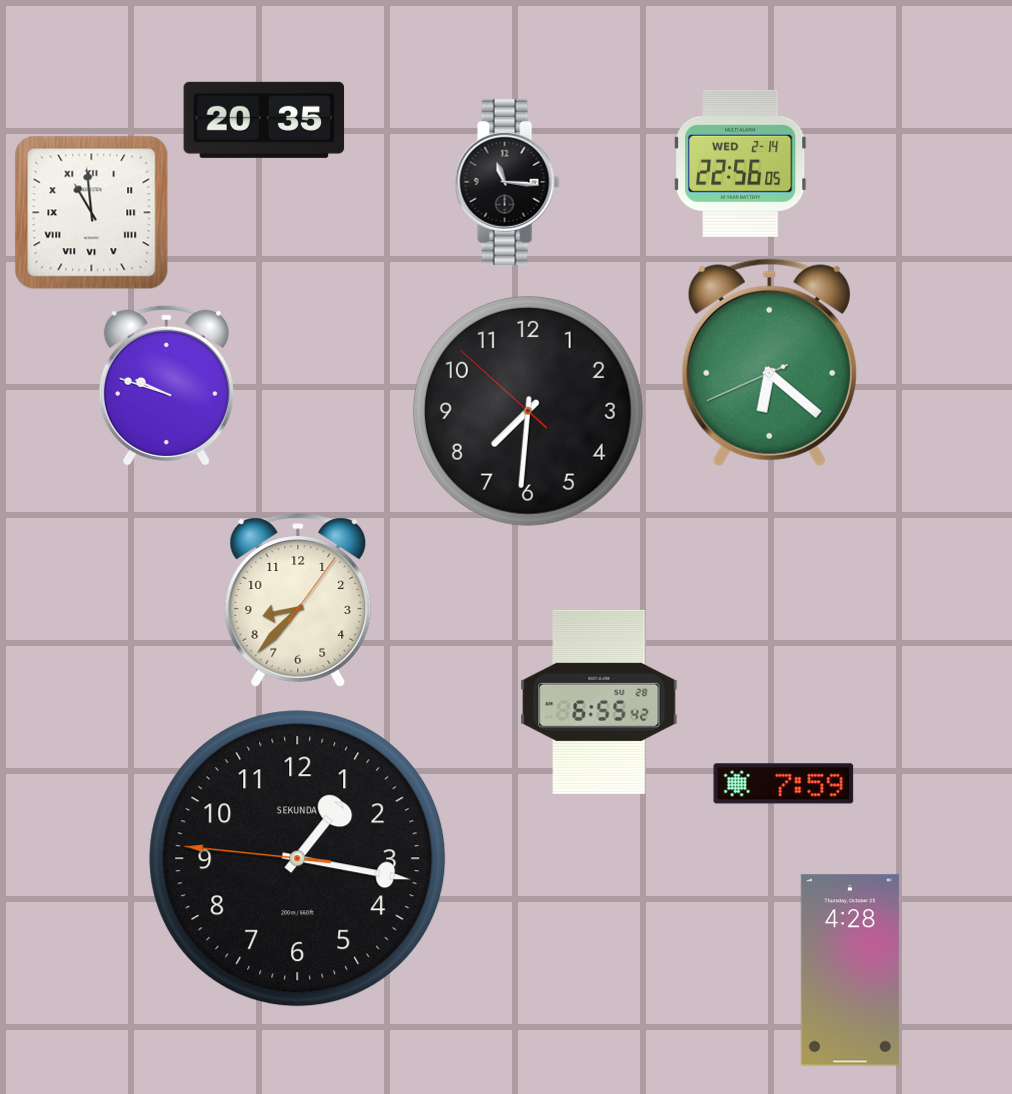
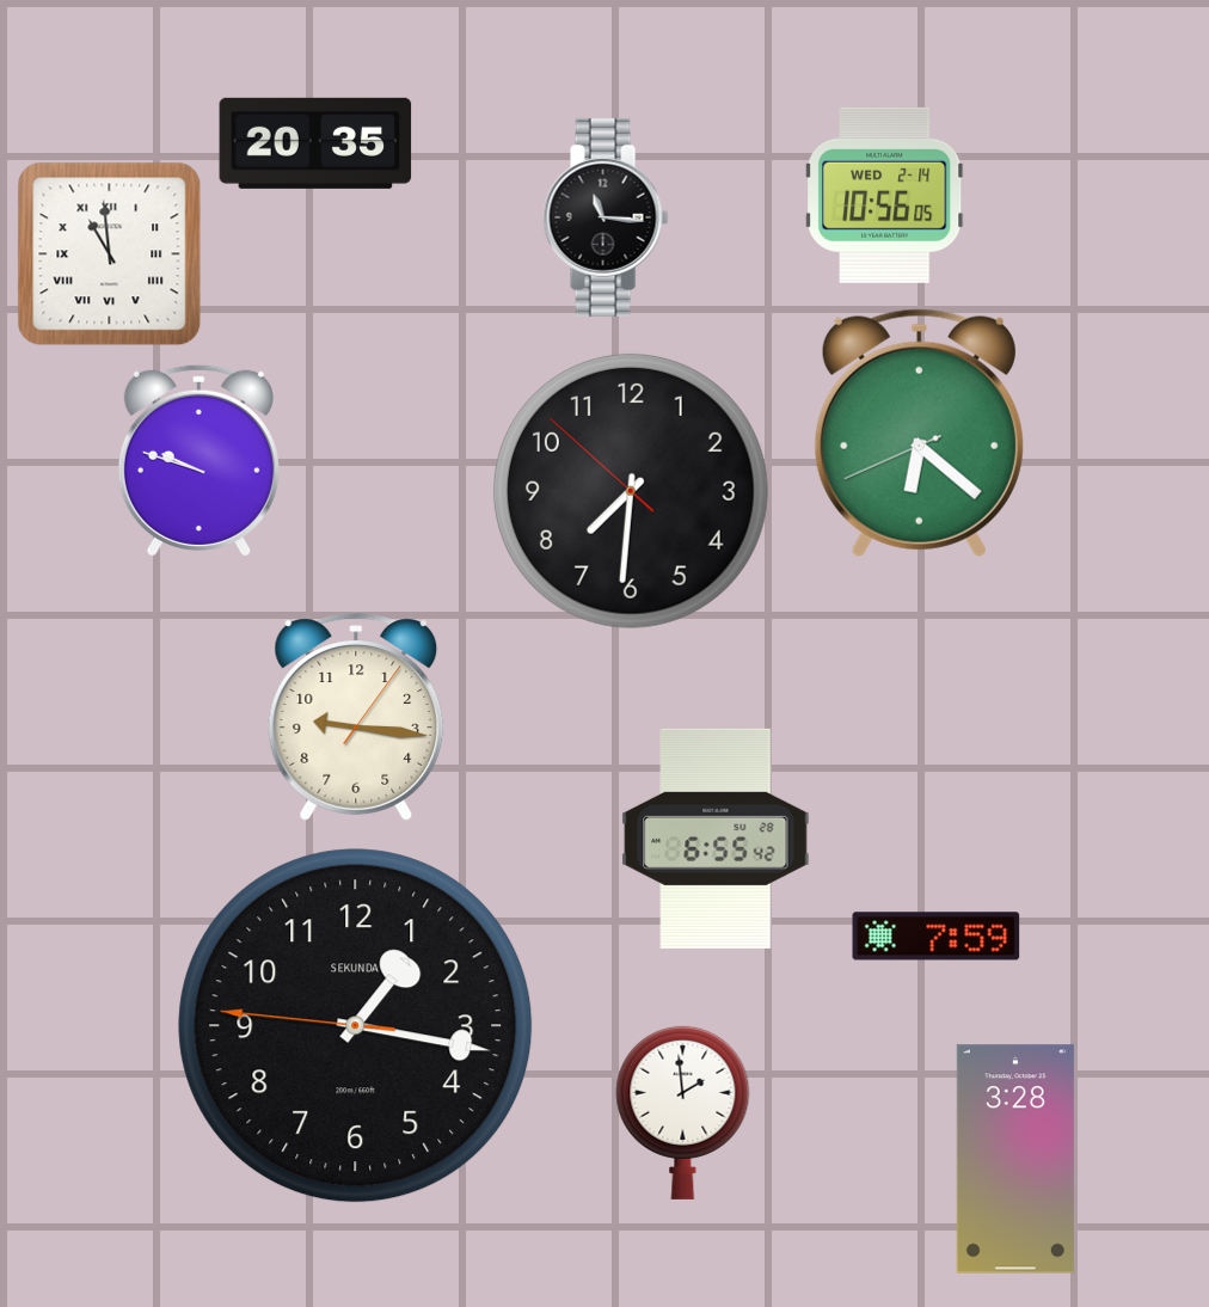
clock at (741, 163): 22:56 -> 10:56
clock at (298, 600): 8:37 -> 9:16
clock at (683, 1112): none -> 1:59
clock at (850, 970): 4:28 -> 3:28
